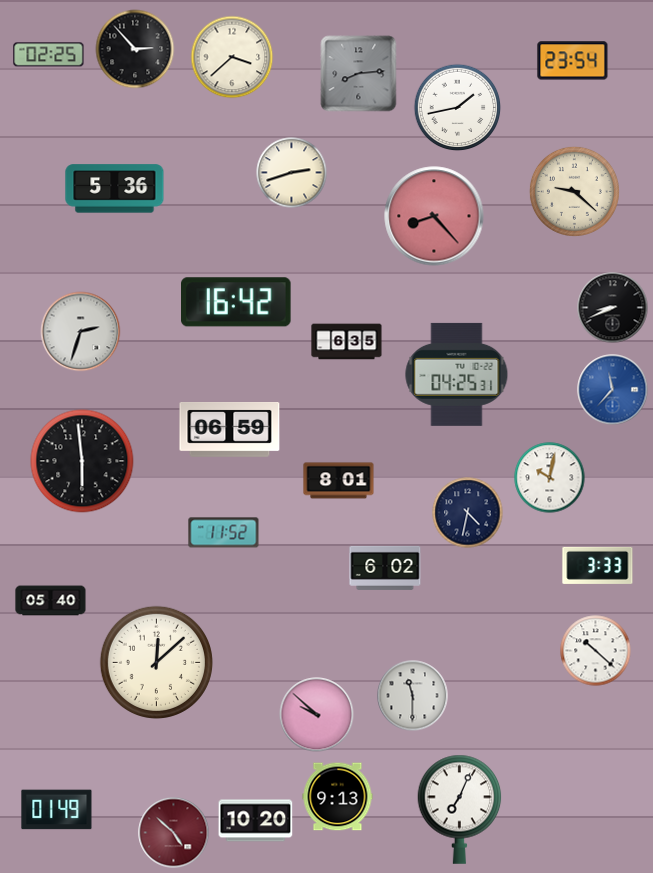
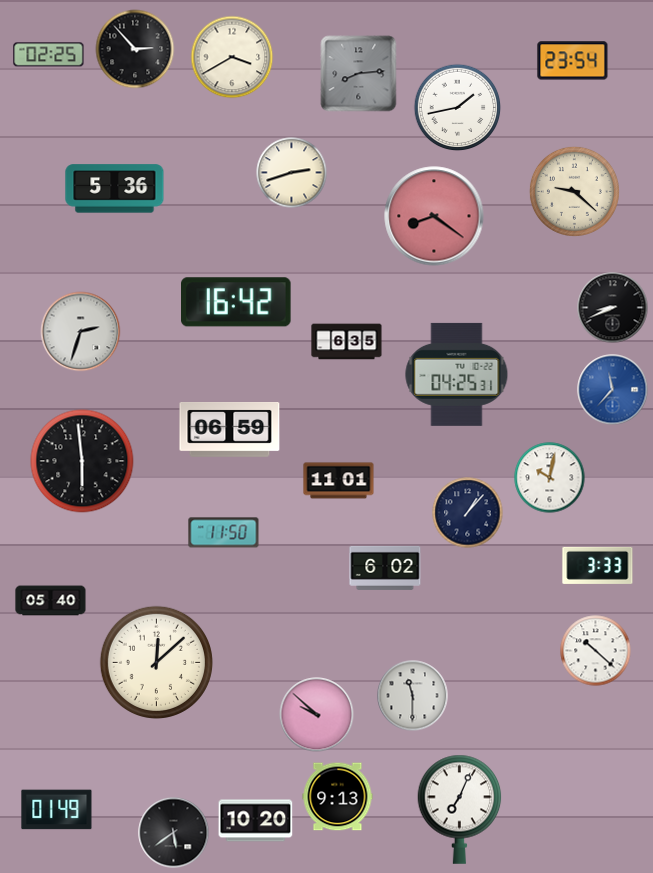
clock at (232, 57): 3:38 -> 3:40
clock at (434, 216): 8:23 -> 8:21
clock at (339, 481): 8:01 -> 11:01
clock at (468, 513): 4:32 -> 1:07
clock at (224, 533): 11:52 -> 11:50
clock at (174, 833): 4:52 -> 5:39
clock at (174, 833) dial: burgundy -> black
